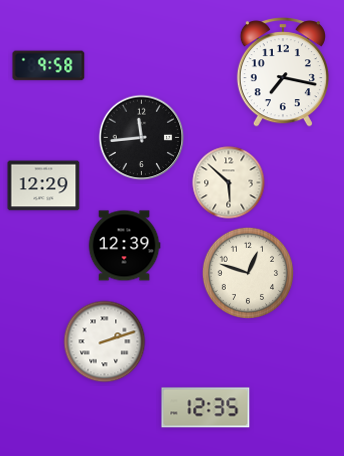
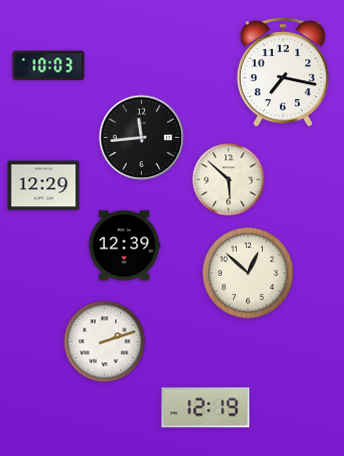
clock at (49, 66): 9:58 -> 10:03
clock at (229, 183) position: (229, 183) -> (229, 180)
clock at (248, 273): 12:48 -> 12:52
clock at (206, 408): 12:35 -> 12:19
